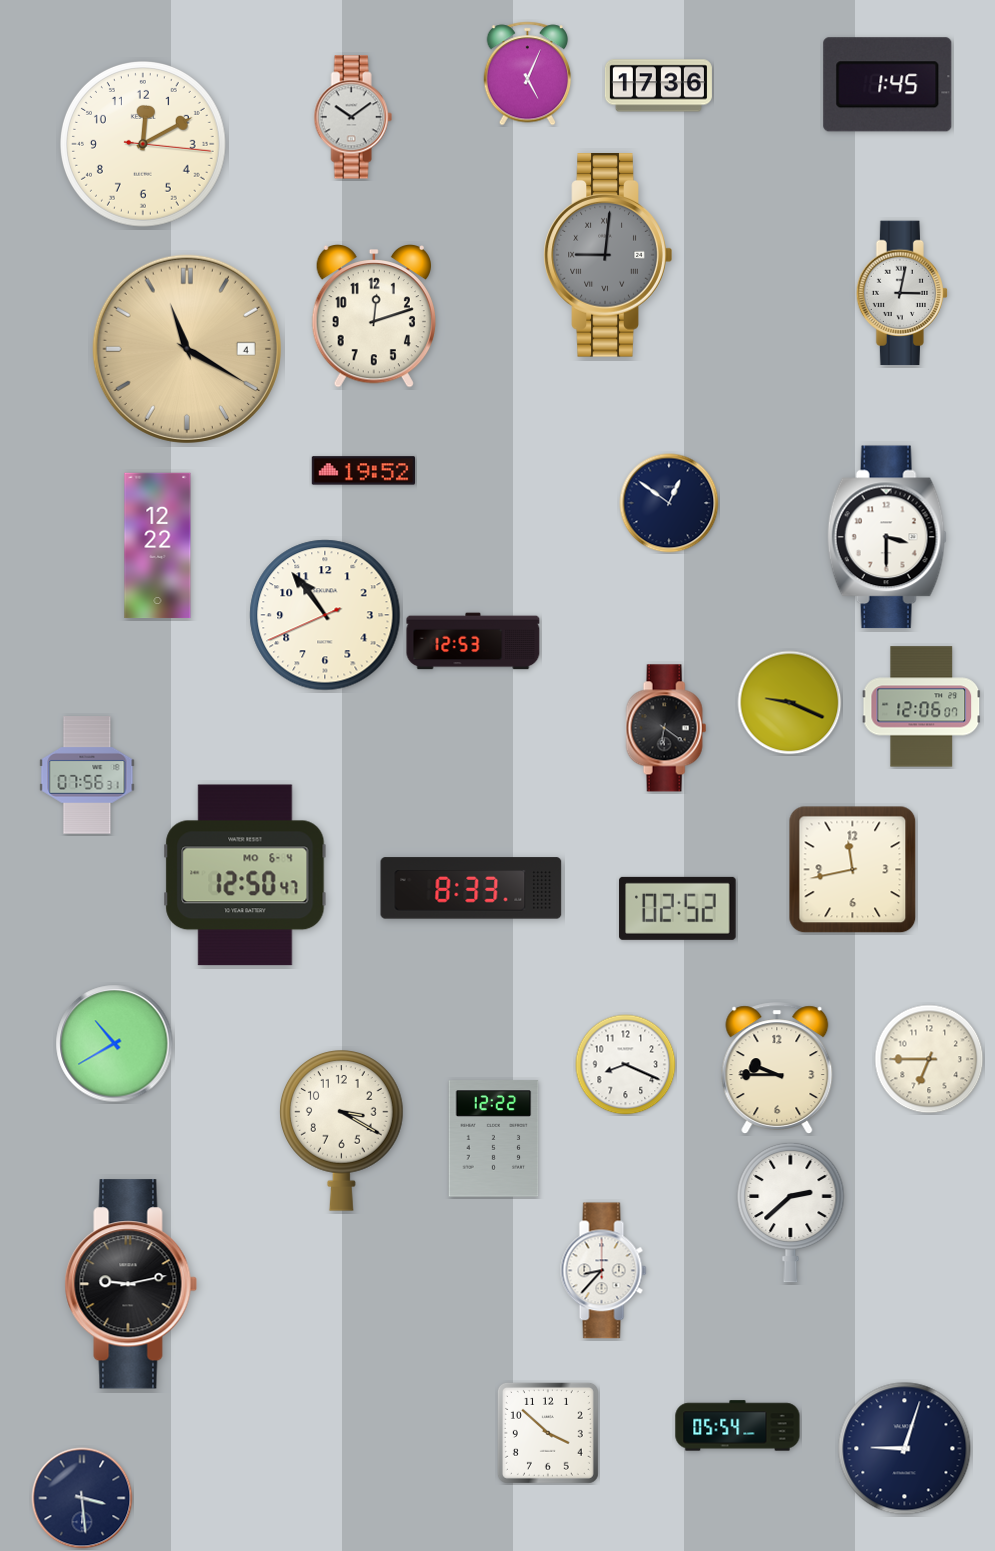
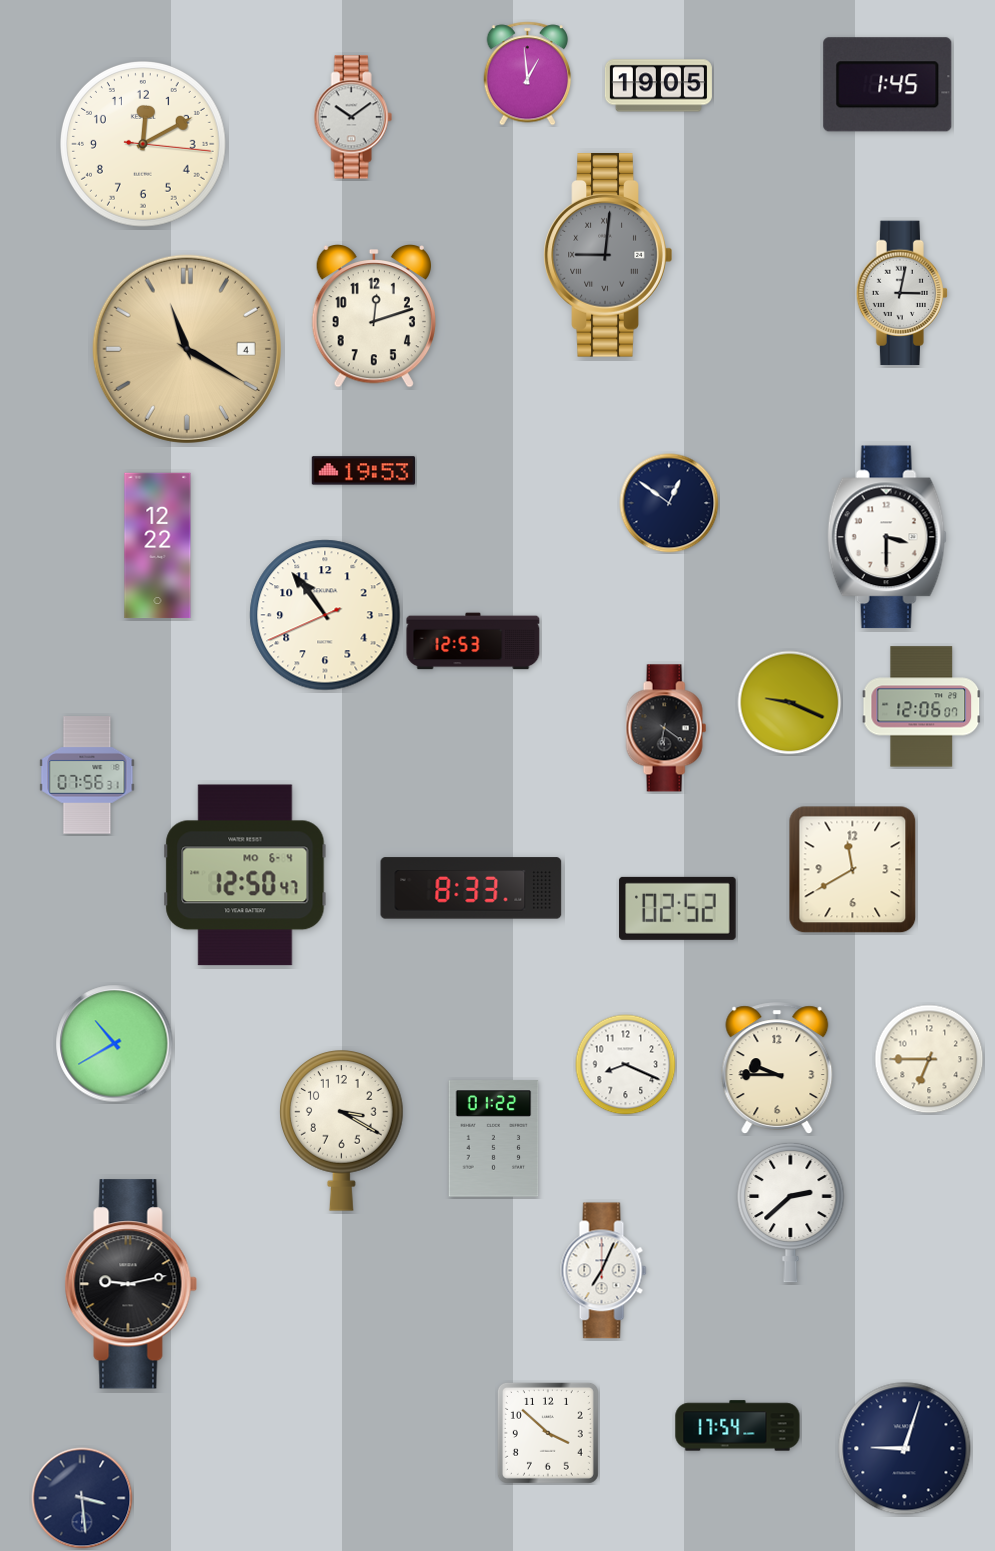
clock at (528, 74): 5:04 -> 12:59
clock at (658, 86): 17:36 -> 19:05
clock at (364, 471): 19:52 -> 19:53
clock at (853, 870): 11:43 -> 11:40
clock at (494, 1139): 12:22 -> 01:22
clock at (604, 1271): 8:37 -> 7:04
clock at (738, 1426): 05:54 -> 17:54
